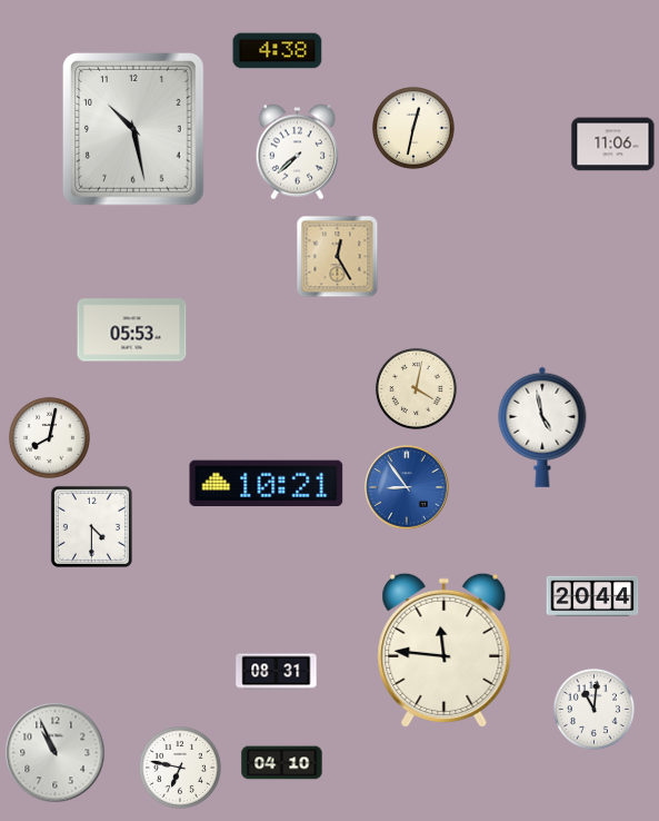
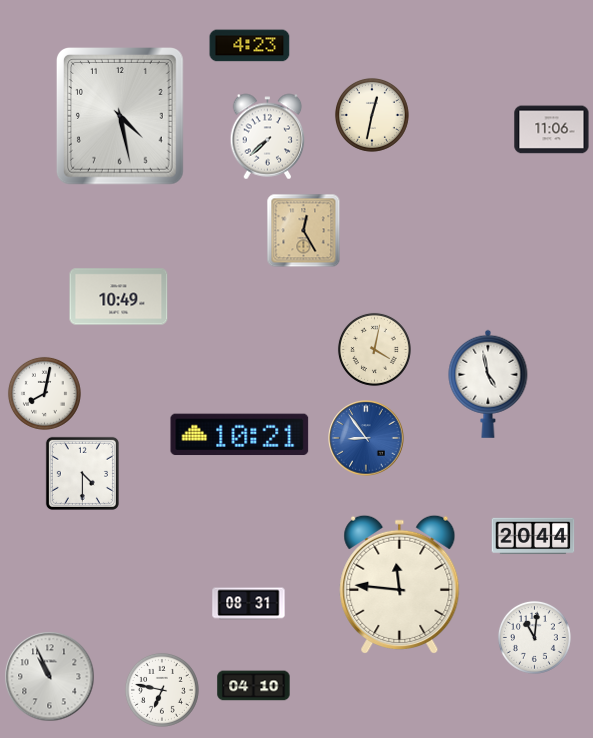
clock at (278, 51): 4:38 -> 4:23
clock at (133, 130): 10:28 -> 4:28
clock at (132, 330): 05:53 -> 10:49
